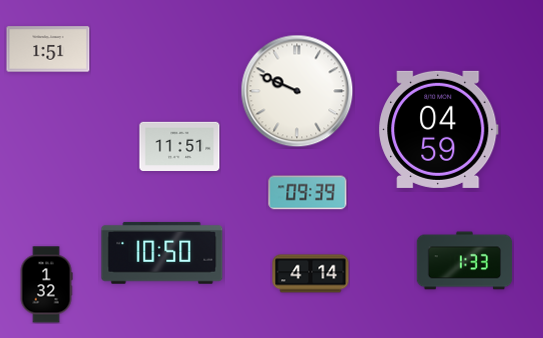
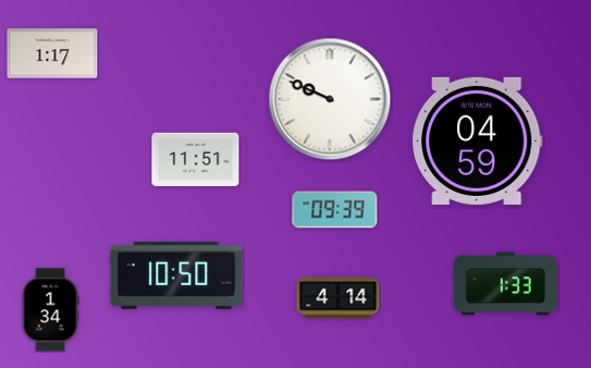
clock at (48, 49): 1:51 -> 1:17
clock at (297, 91) position: (297, 91) -> (330, 99)
clock at (46, 285): 1:32 -> 1:34
